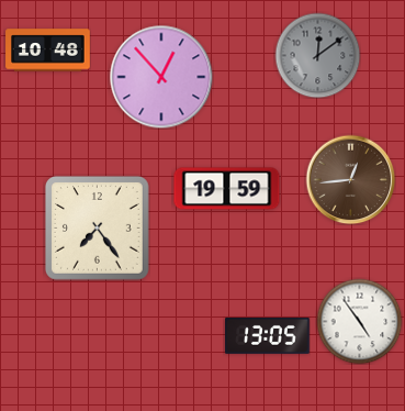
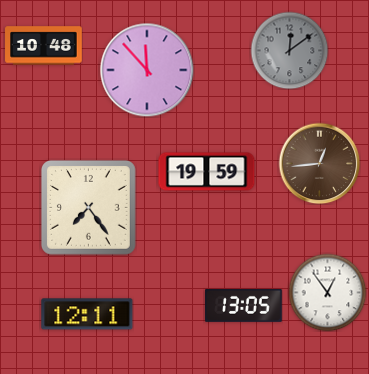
clock at (161, 77): 12:53 -> 11:53
clock at (359, 321): 4:54 -> 12:54
clock at (87, 314): none -> 12:11
